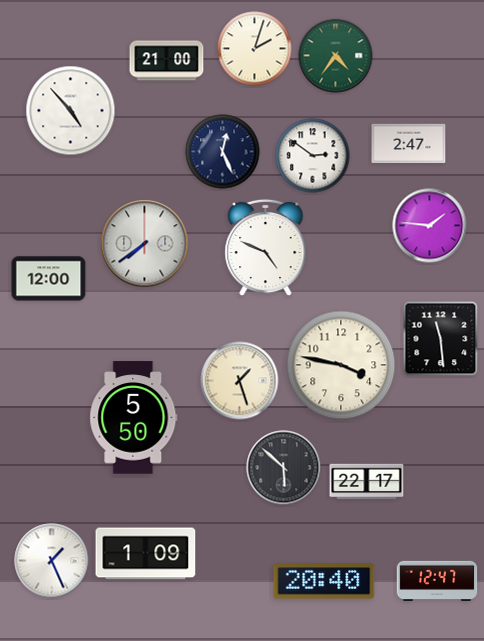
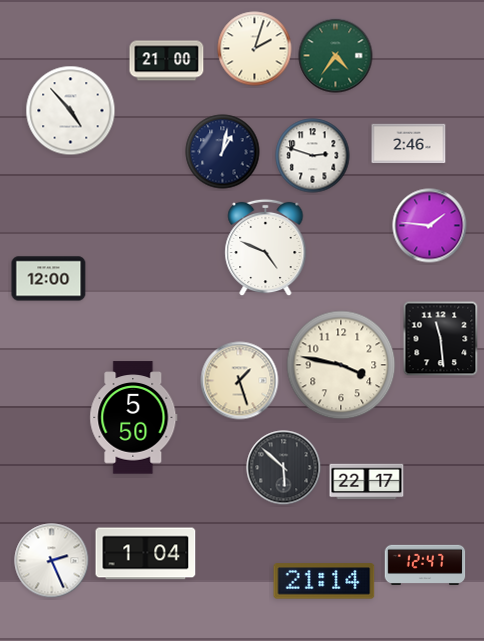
clock at (409, 144): 2:47 -> 2:46
clock at (223, 152): 12:26 -> 1:02
clock at (313, 156): 2:51 -> 2:48
clock at (145, 244): 7:39 -> none
clock at (146, 554): 1:09 -> 1:04
clock at (52, 561): 1:26 -> 2:26
clock at (437, 580) position: (437, 580) -> (425, 564)
clock at (324, 581): 20:40 -> 21:14
